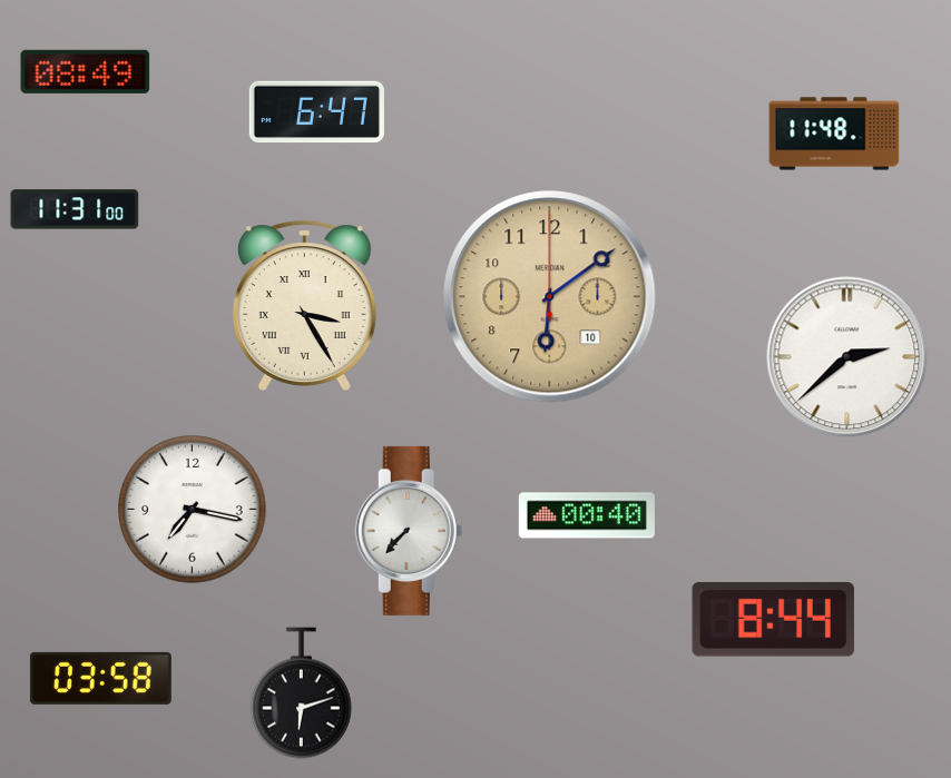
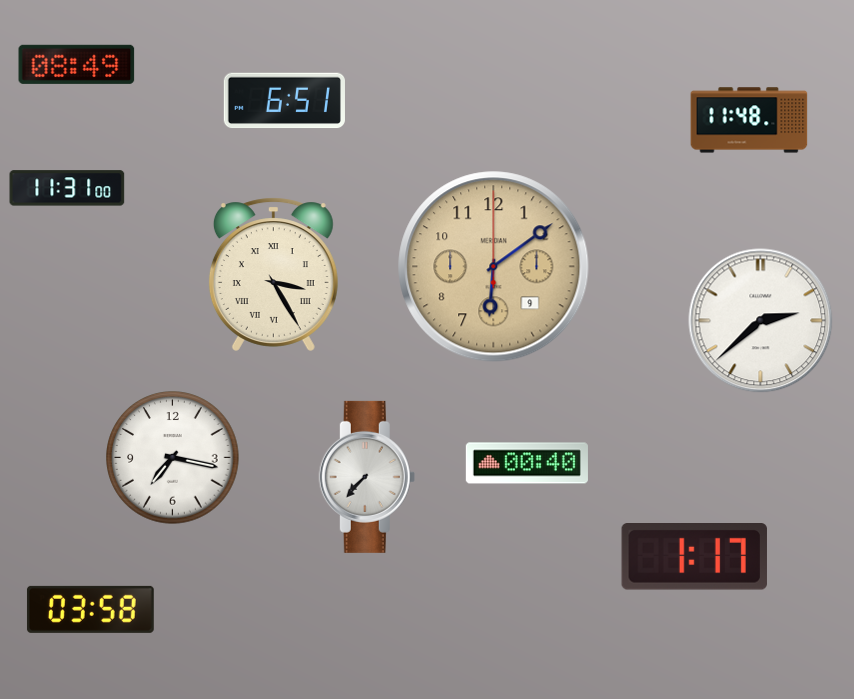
clock at (316, 112): 6:47 -> 6:51
clock at (550, 297) date: 10 -> 9
clock at (773, 620): 8:44 -> 1:17
clock at (301, 693): 6:12 -> none
